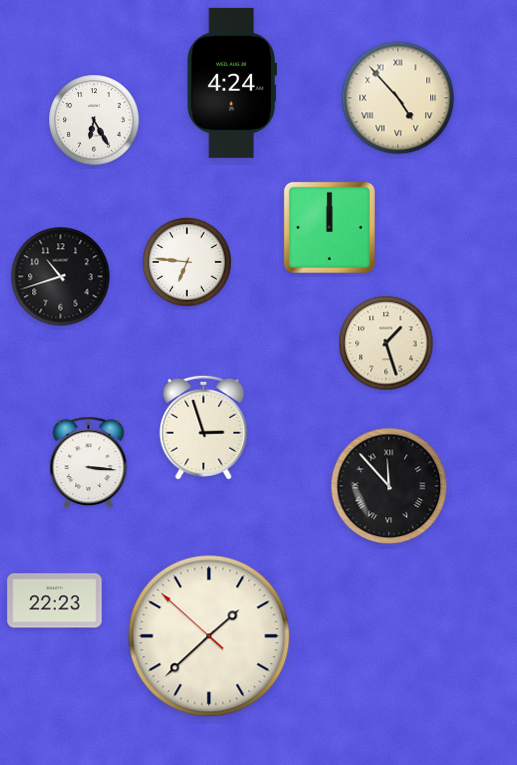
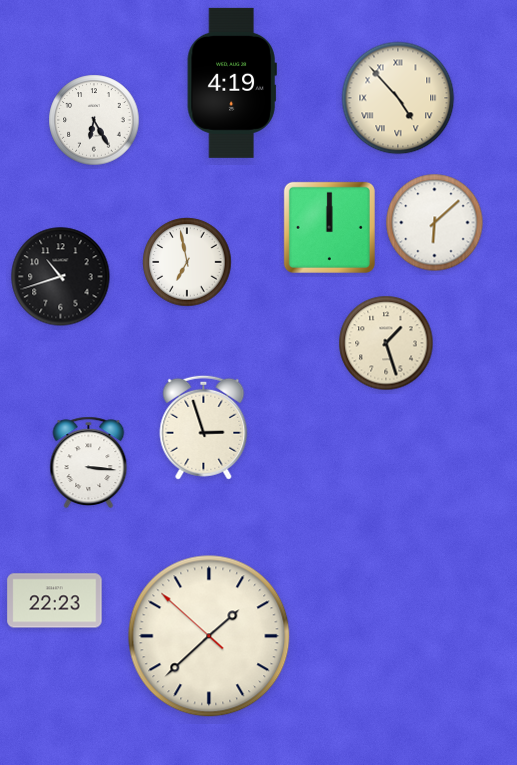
clock at (232, 83): 4:24 -> 4:19
clock at (435, 223): none -> 6:08
clock at (187, 262): 6:46 -> 6:58
clock at (389, 486): 11:53 -> none
